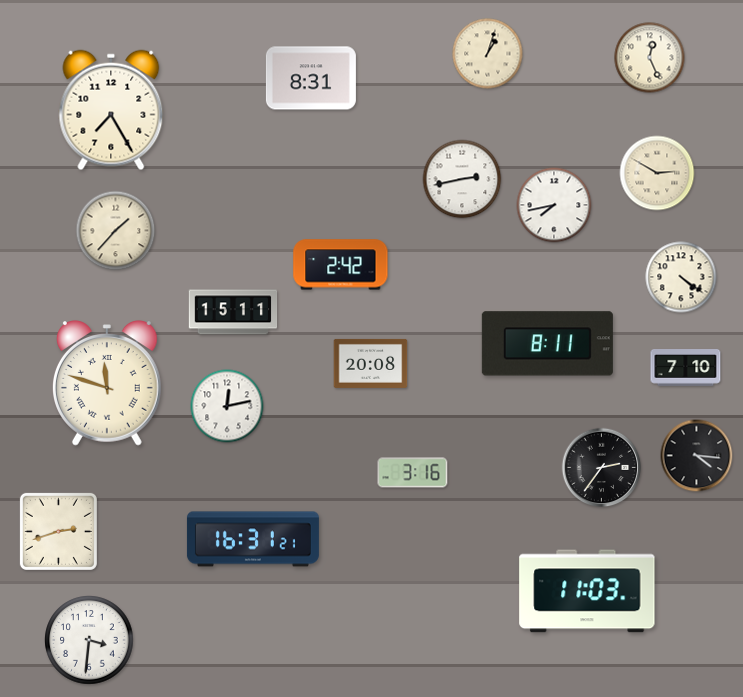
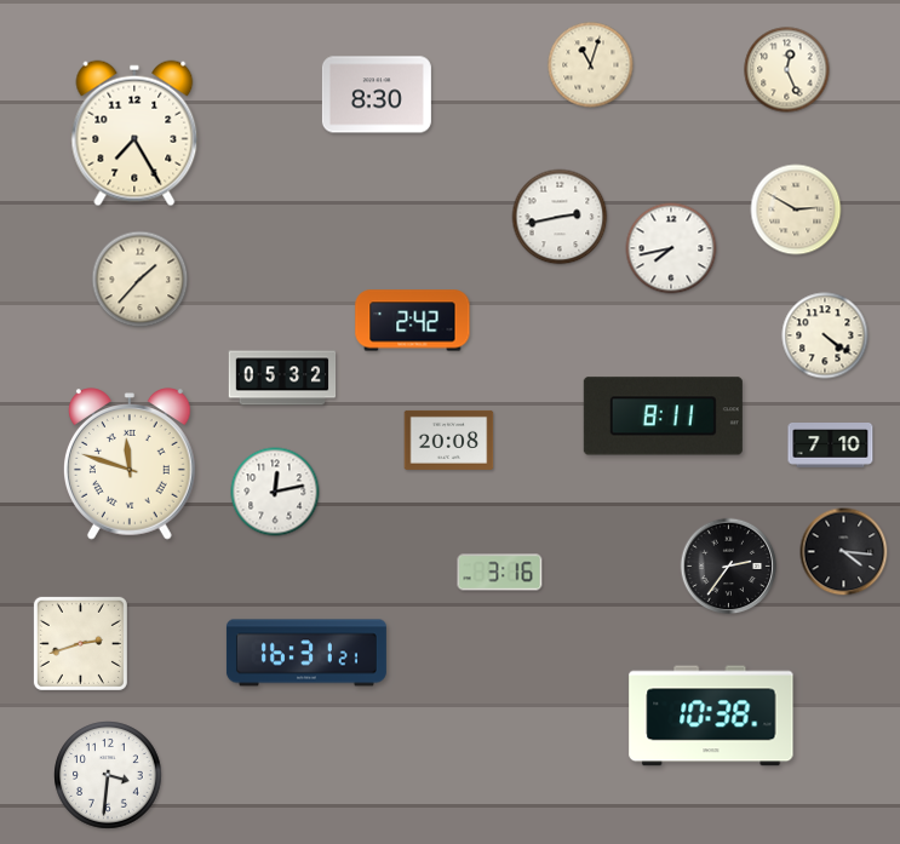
clock at (488, 54): 1:03 -> 11:03
clock at (311, 78): 8:31 -> 8:30
clock at (233, 312): 15:11 -> 05:32
clock at (58, 531) position: (58, 531) -> (80, 643)
clock at (587, 591): 11:03 -> 10:38
